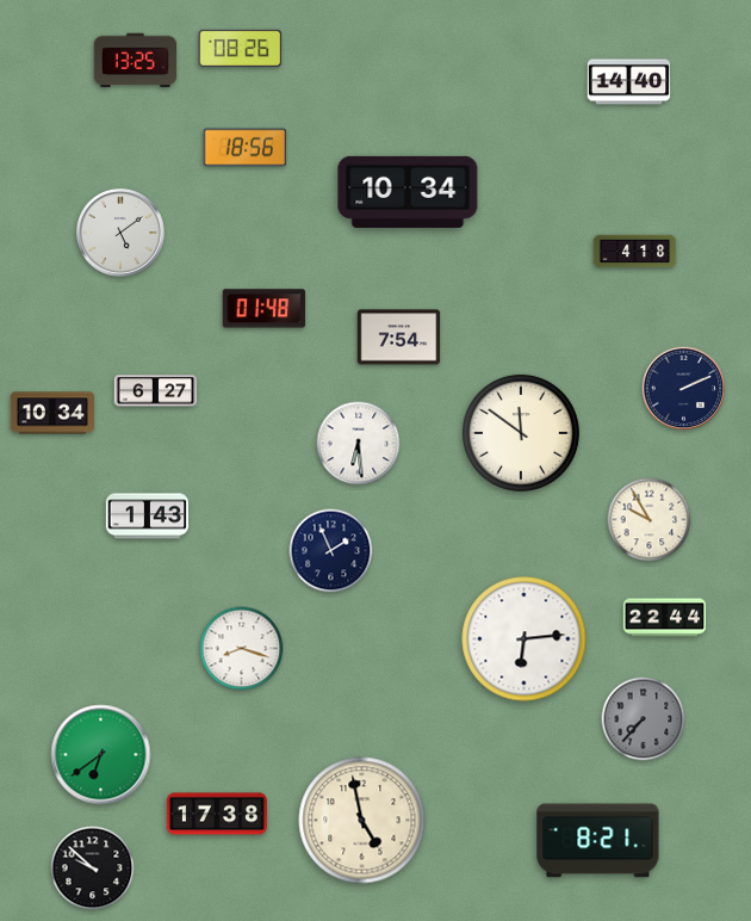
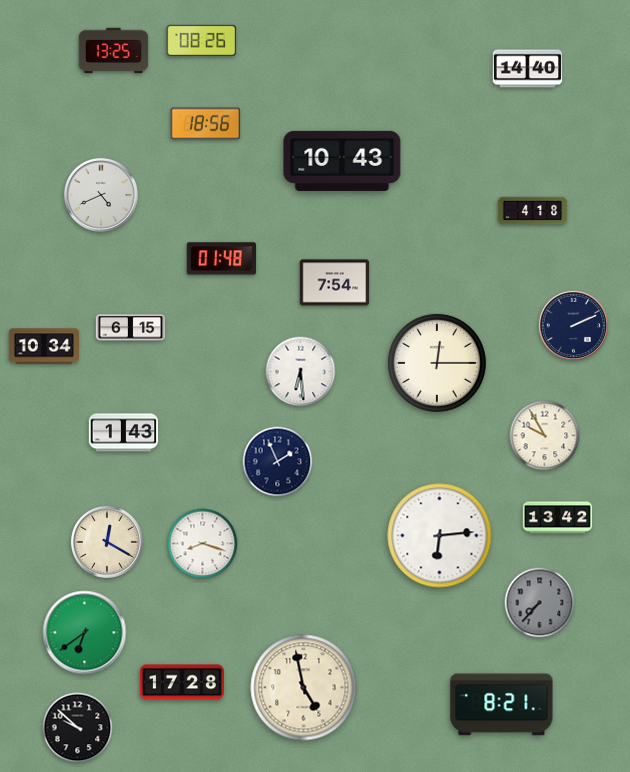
clock at (408, 192): 10:34 -> 10:43
clock at (122, 234): 5:09 -> 4:41
clock at (156, 391): 6:27 -> 6:15
clock at (521, 433): 11:51 -> 12:15
clock at (665, 618): 22:44 -> 13:42
clock at (107, 542): none -> 12:20
clock at (217, 814): 17:38 -> 17:28
